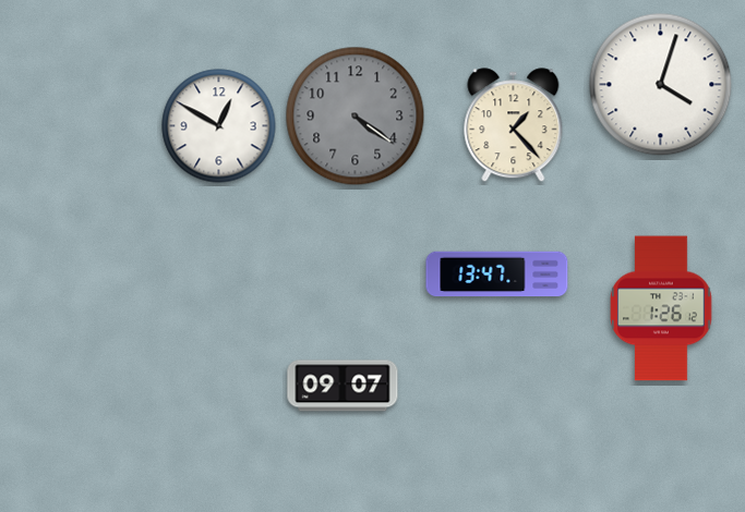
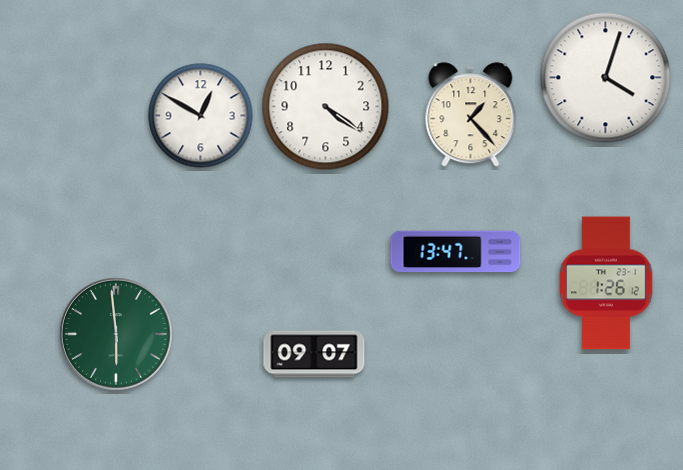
clock at (356, 117) dial: grey -> white
clock at (117, 335): none -> 5:59
